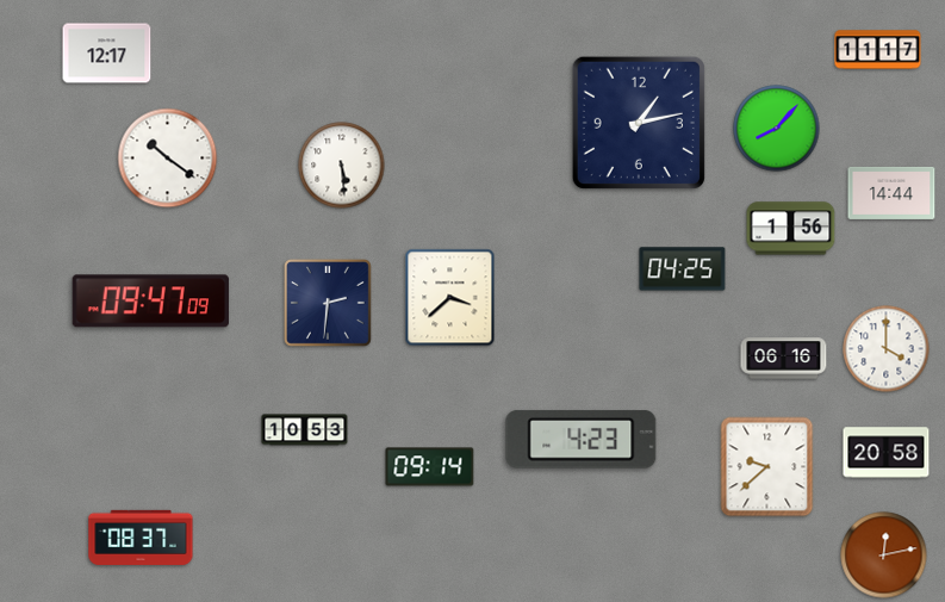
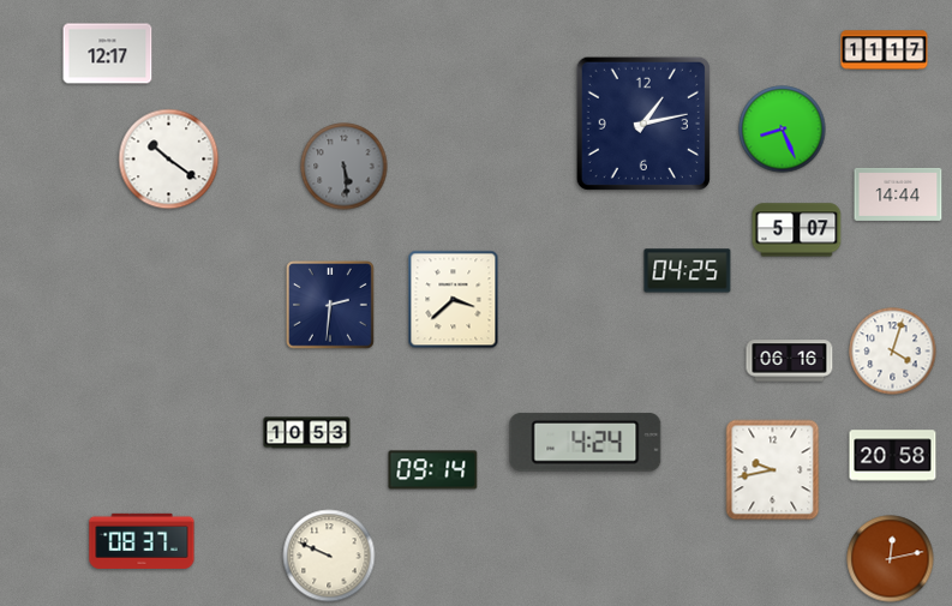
clock at (777, 129): 8:07 -> 8:26
clock at (342, 166) dial: white -> grey
clock at (791, 229): 1:56 -> 5:07
clock at (150, 302): 09:47 -> none
clock at (887, 349): 4:00 -> 4:03
clock at (582, 440): 4:23 -> 4:24
clock at (767, 467): 9:38 -> 9:43
clock at (329, 556): none -> 9:49
